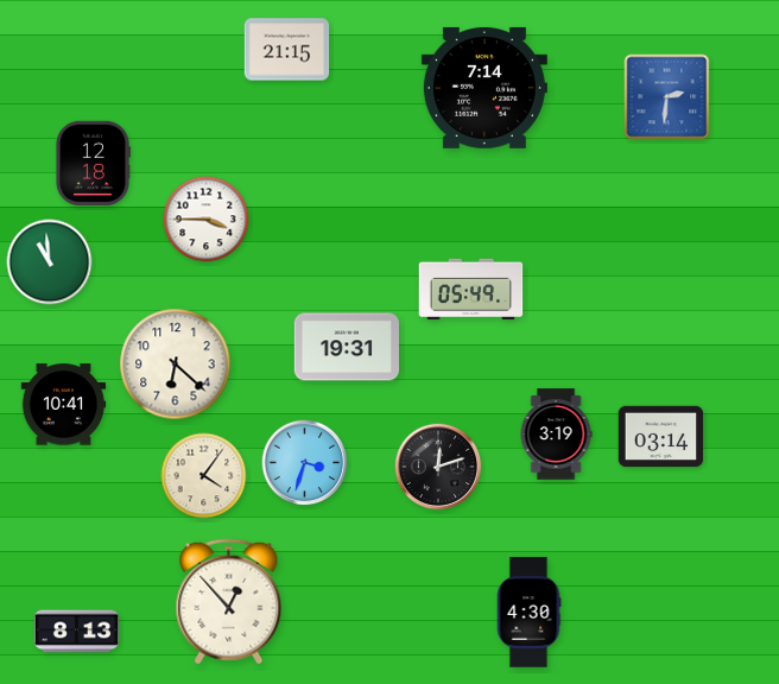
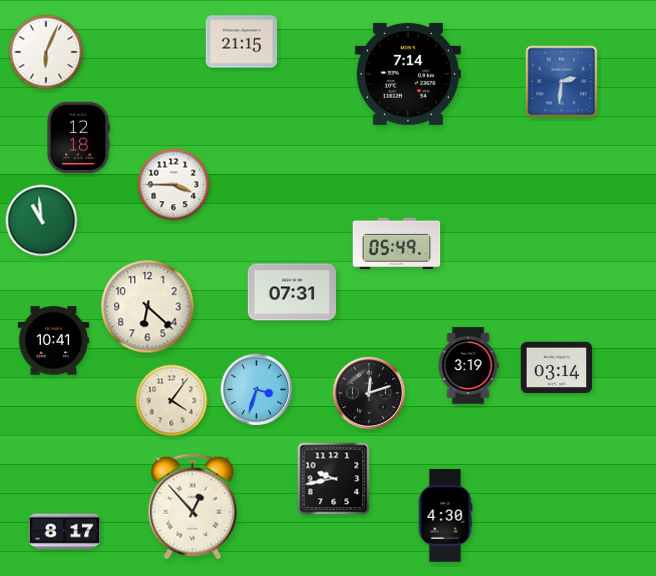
clock at (46, 52): none -> 6:04
clock at (346, 347): 19:31 -> 07:31
clock at (334, 479): none -> 9:43
clock at (77, 632): 8:13 -> 8:17
